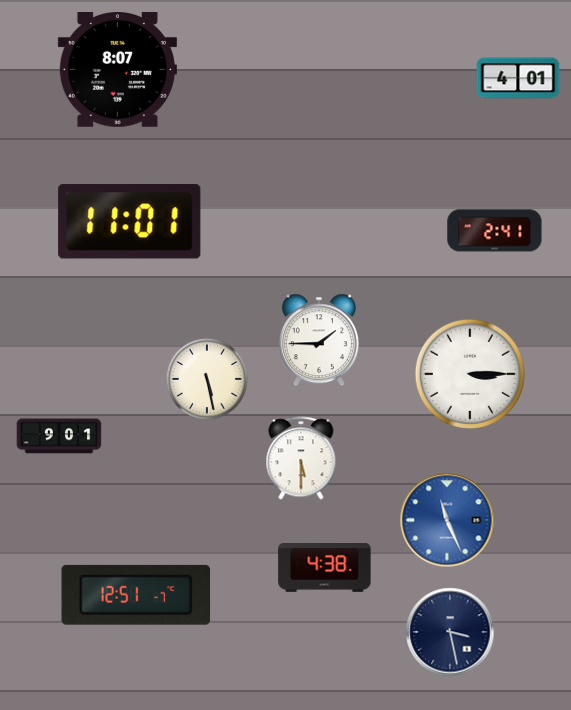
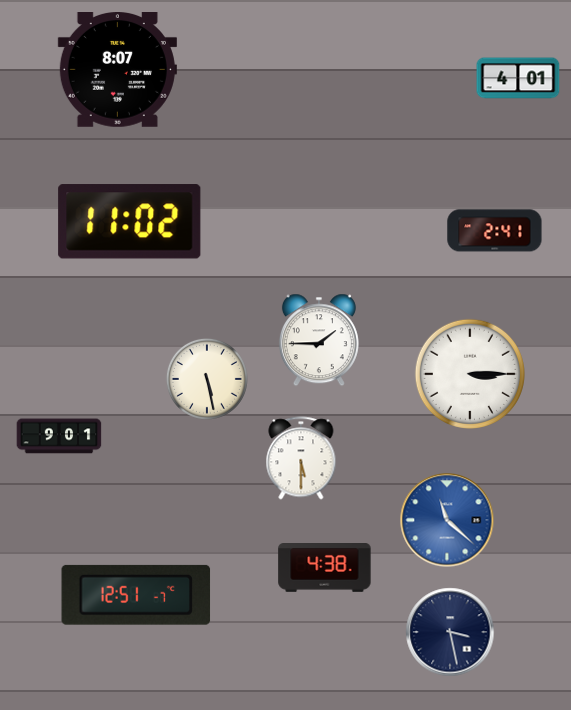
clock at (130, 222): 11:01 -> 11:02
clock at (447, 520): 11:26 -> 11:22
